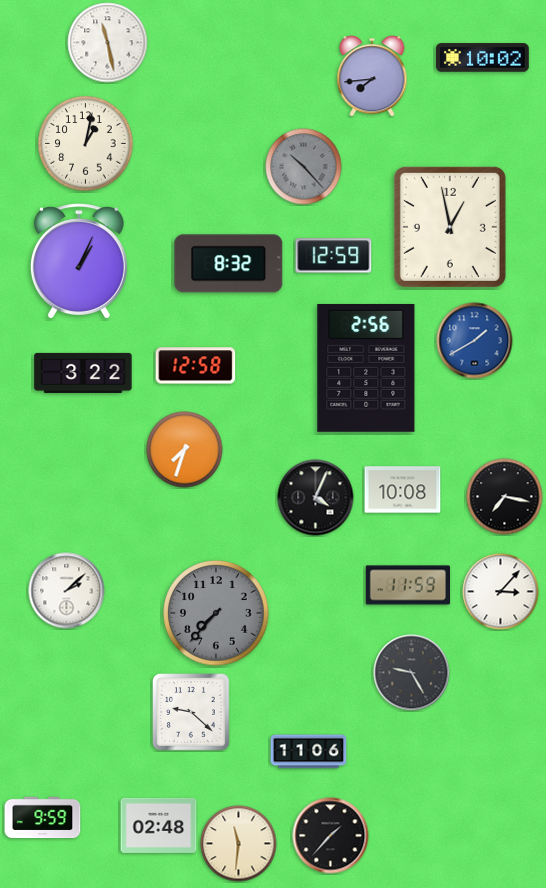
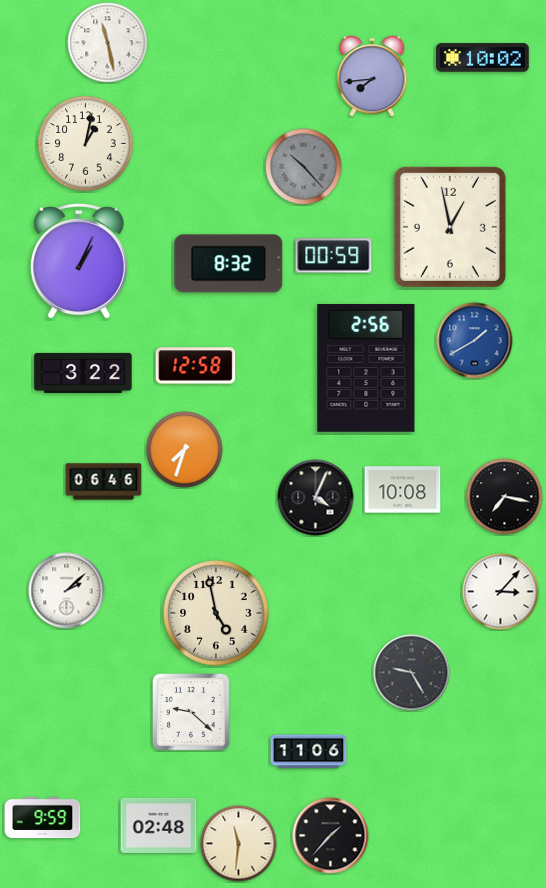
clock at (334, 256): 12:59 -> 00:59
clock at (104, 482): none -> 06:46
clock at (408, 585): 11:59 -> none
clock at (216, 613): 7:37 -> 4:58
clock at (216, 613) dial: grey -> cream
